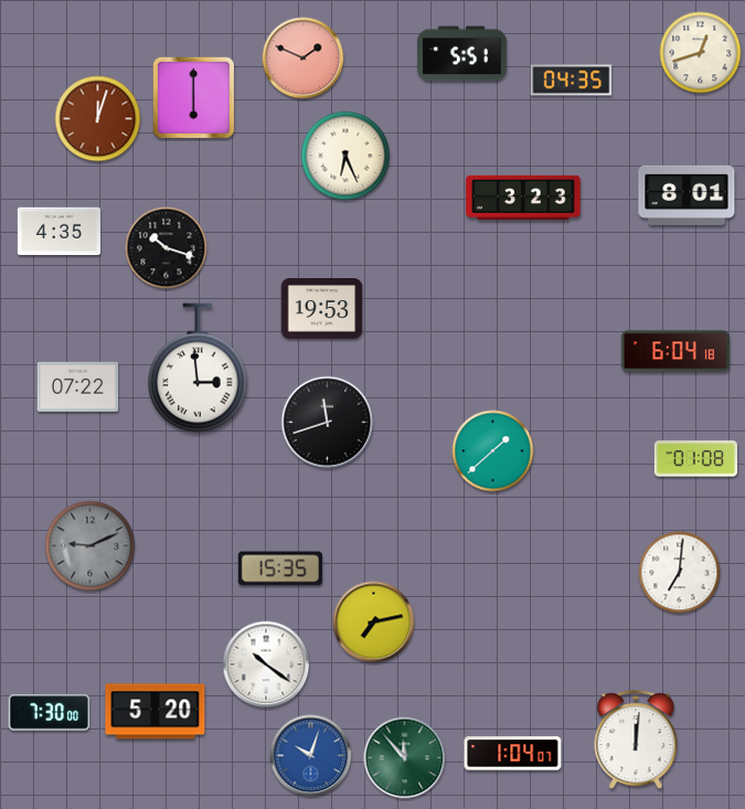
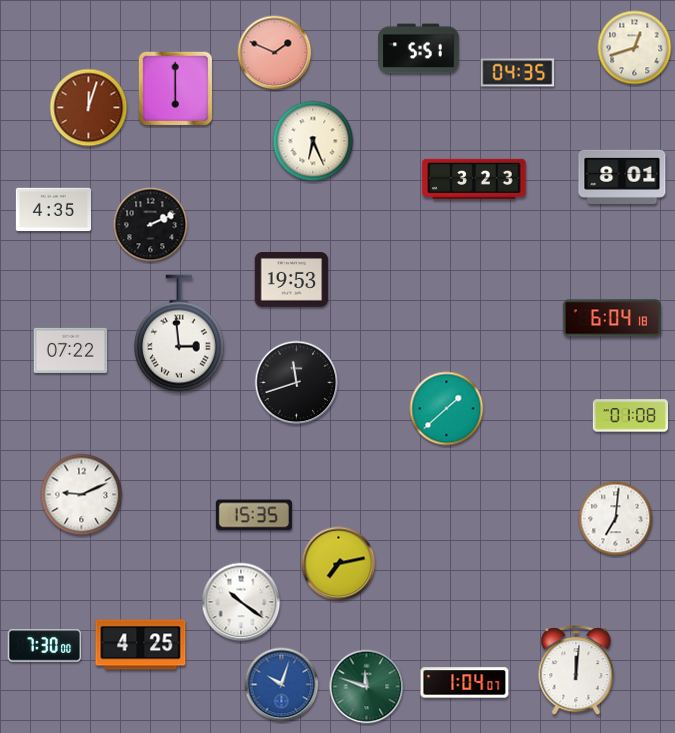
clock at (167, 248): 10:18 -> 2:11
clock at (91, 546) dial: grey -> white
clock at (156, 712): 5:20 -> 4:25
clock at (405, 758): 11:53 -> 11:48
